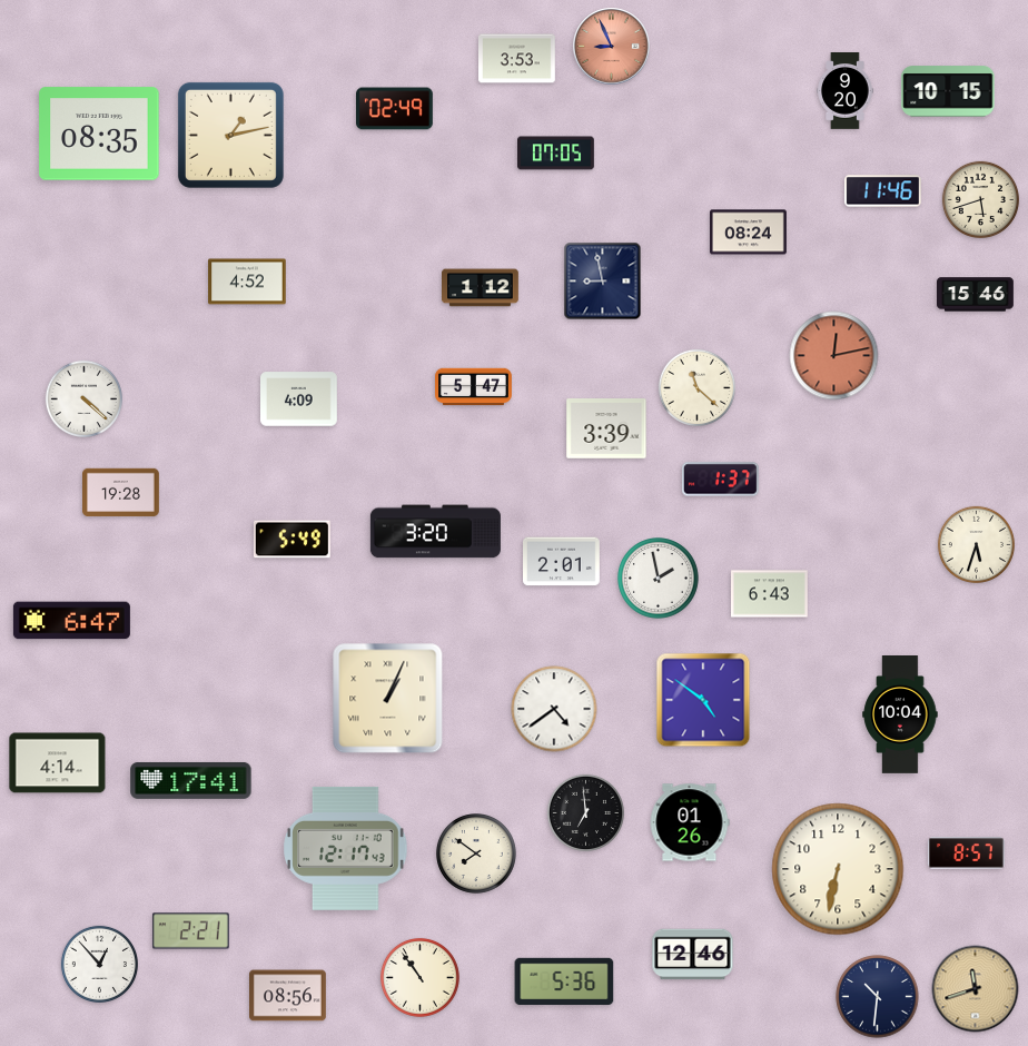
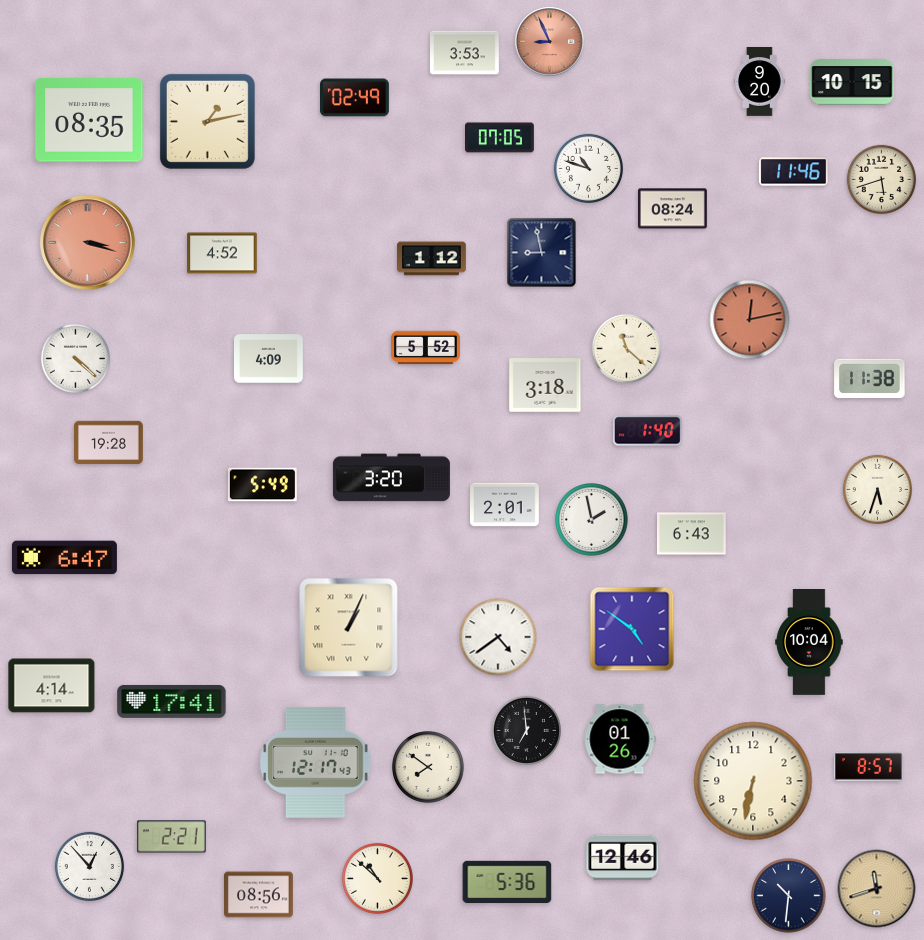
clock at (588, 168): none -> 10:48
clock at (88, 243): none -> 3:18
clock at (976, 295): 15:46 -> none
clock at (474, 387): 5:47 -> 5:52
clock at (870, 379): none -> 11:38
clock at (606, 428): 3:39 -> 3:18
clock at (720, 480): 1:37 -> 1:40
clock at (346, 848) position: (346, 848) -> (316, 762)
clock at (419, 977): 10:54 -> 10:52
